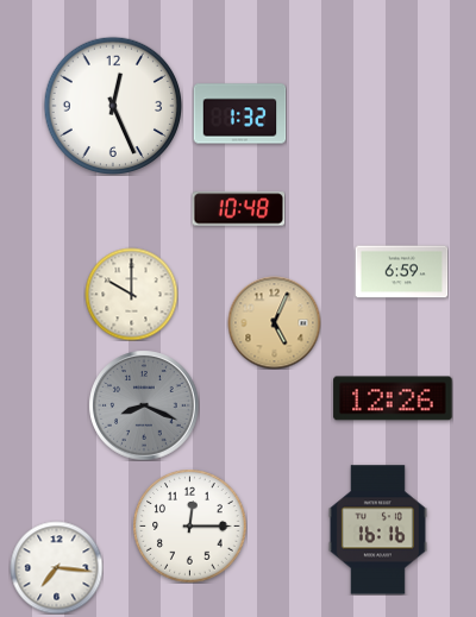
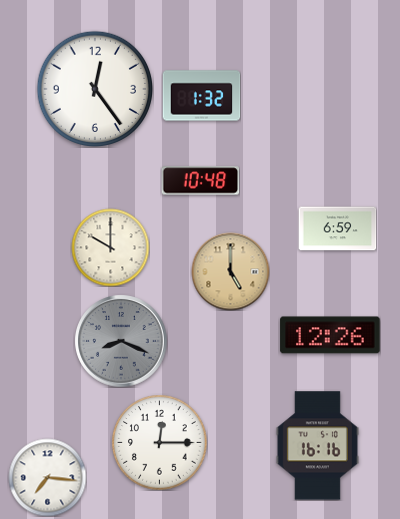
clock at (113, 106): 12:26 -> 12:24
clock at (238, 209) position: (238, 209) -> (200, 181)
clock at (274, 322): 5:04 -> 5:00
